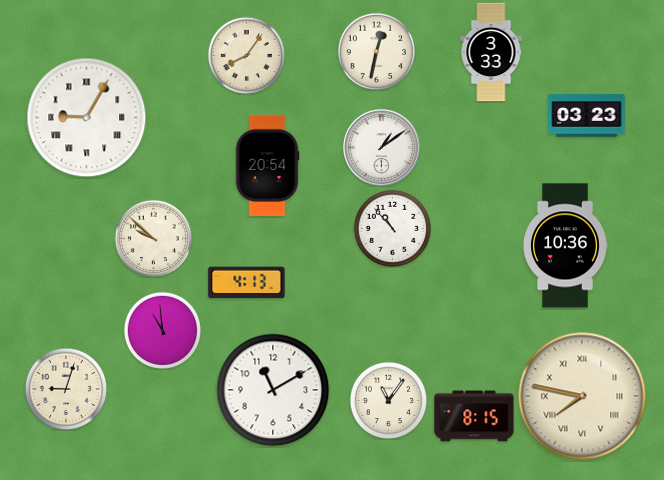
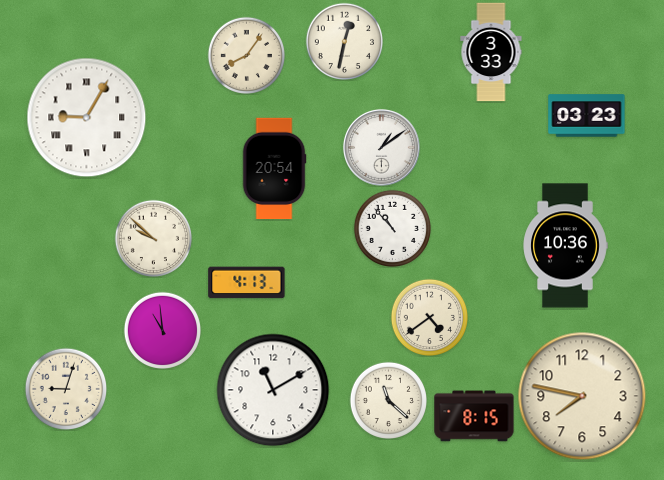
clock at (376, 51) position: (376, 51) -> (344, 41)
clock at (267, 166) position: (267, 166) -> (274, 169)
clock at (429, 317): none -> 4:39
clock at (582, 396) numerals: Roman -> Arabic
clock at (388, 400): 11:06 -> 11:22
